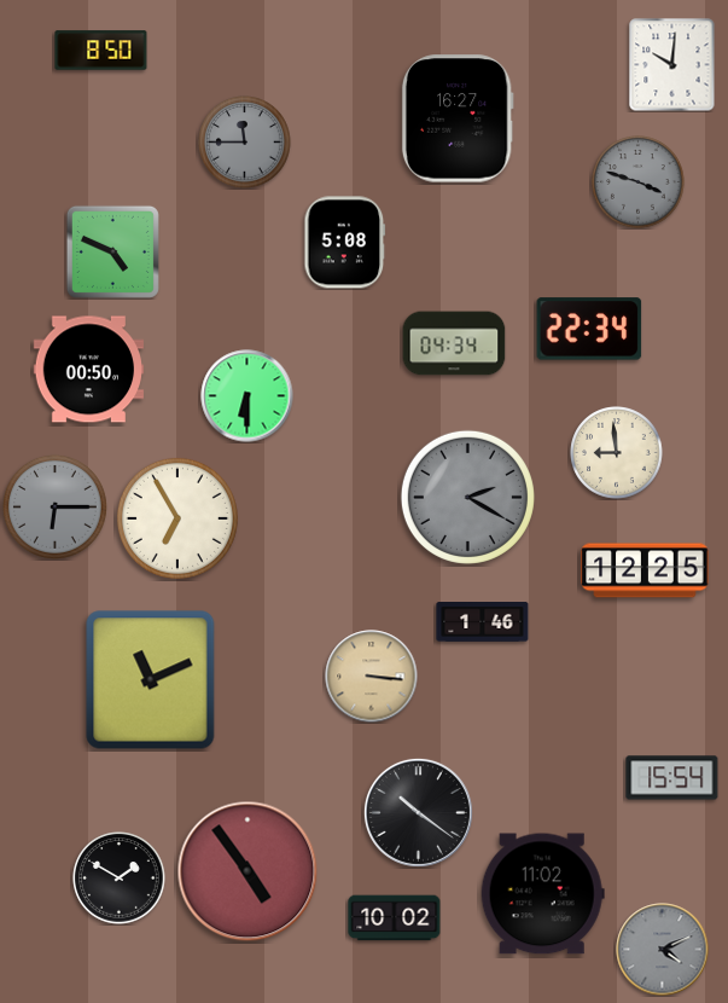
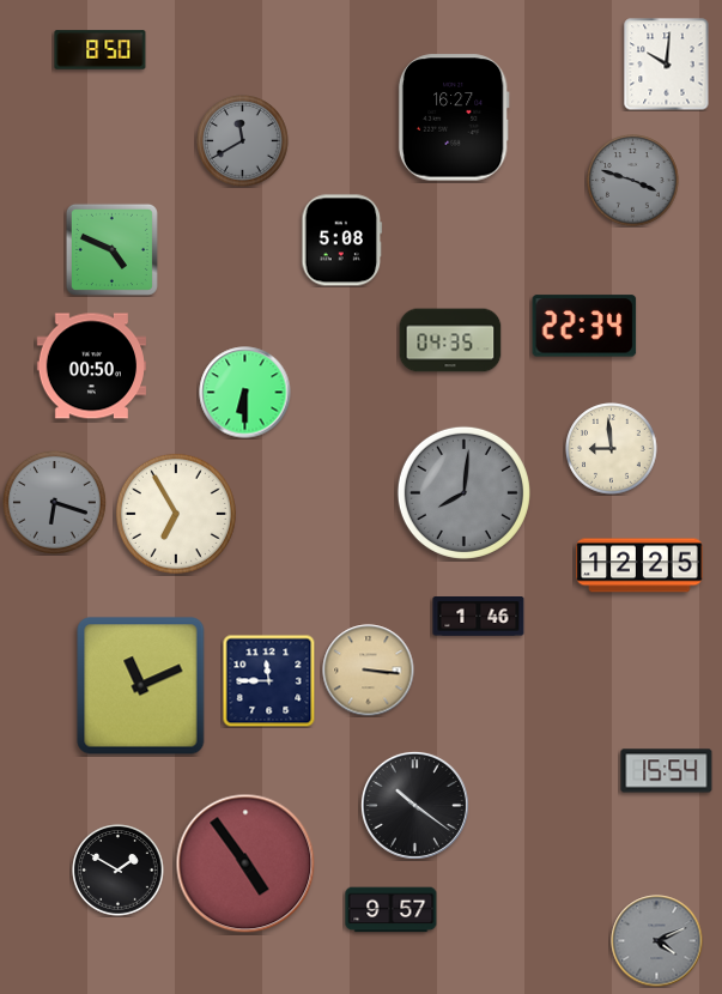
clock at (245, 143): 11:45 -> 11:40
clock at (454, 343): 04:34 -> 04:35
clock at (89, 370) position: (89, 370) -> (92, 366)
clock at (467, 497): 2:20 -> 8:01
clock at (54, 506): 6:15 -> 6:18
clock at (151, 680) position: (151, 680) -> (141, 686)
clock at (268, 680): none -> 11:45
clock at (542, 894): 11:02 -> none
clock at (395, 918): 10:02 -> 9:57
